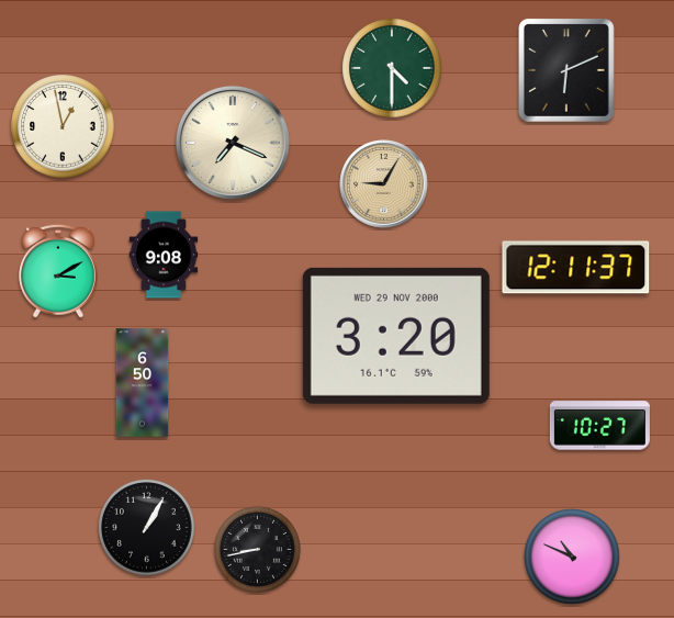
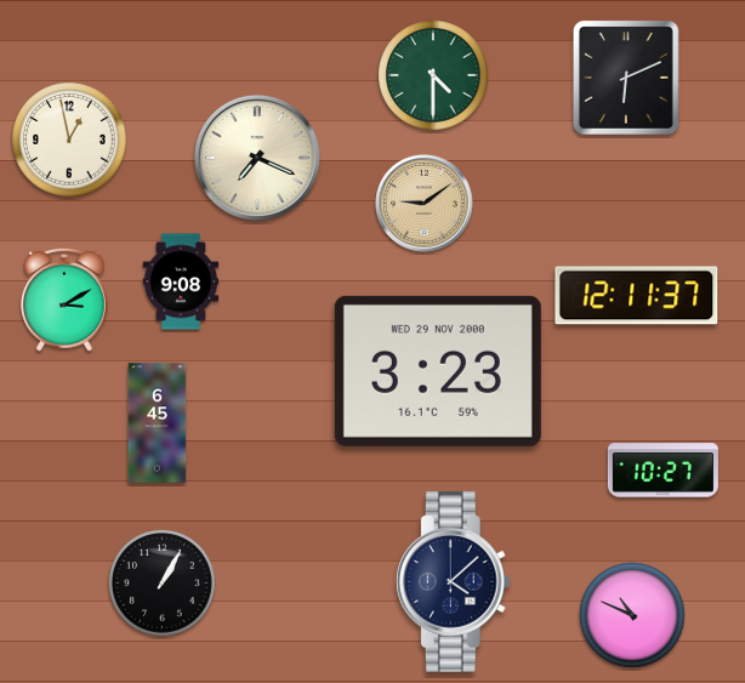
clock at (384, 184): 9:05 -> 9:09
clock at (396, 336): 3:20 -> 3:23
clock at (143, 383): 6:50 -> 6:45
clock at (453, 582): none -> 4:08
clock at (257, 549): 8:43 -> none
